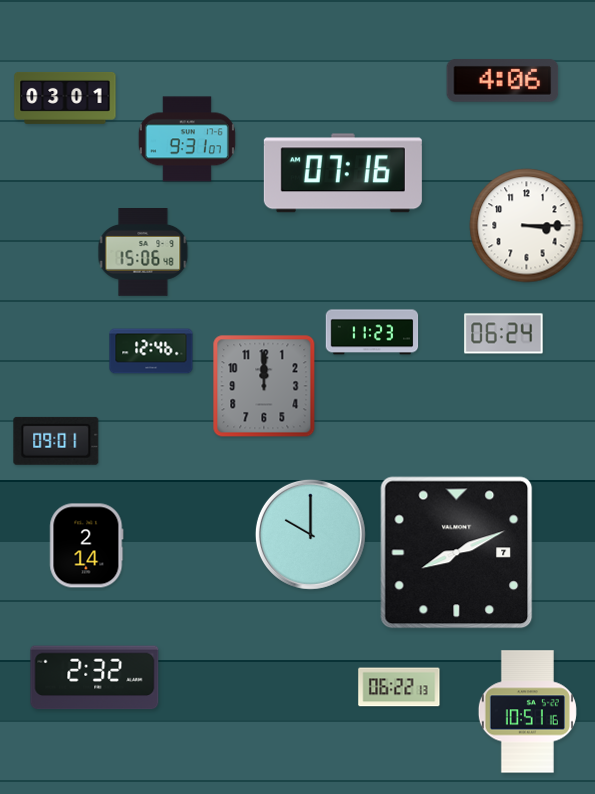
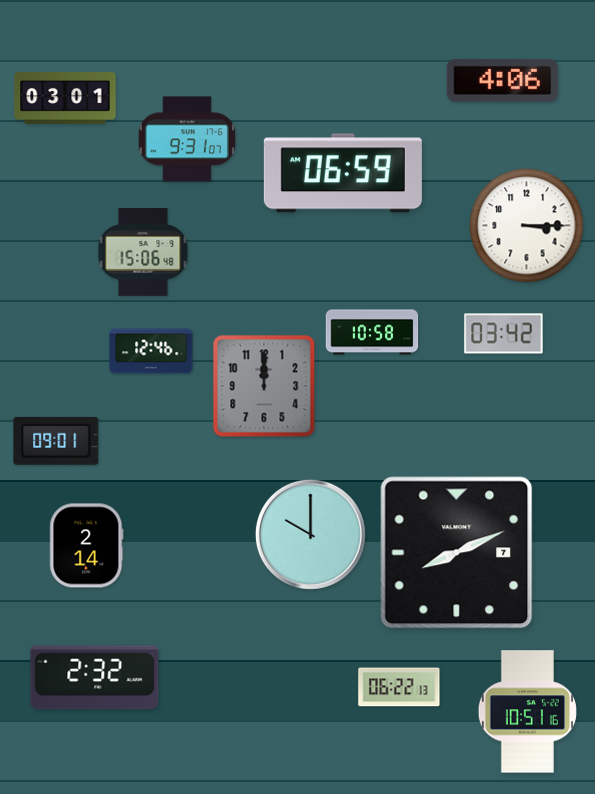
clock at (343, 173): 07:16 -> 06:59
clock at (372, 332): 11:23 -> 10:58
clock at (504, 334): 06:24 -> 03:42
